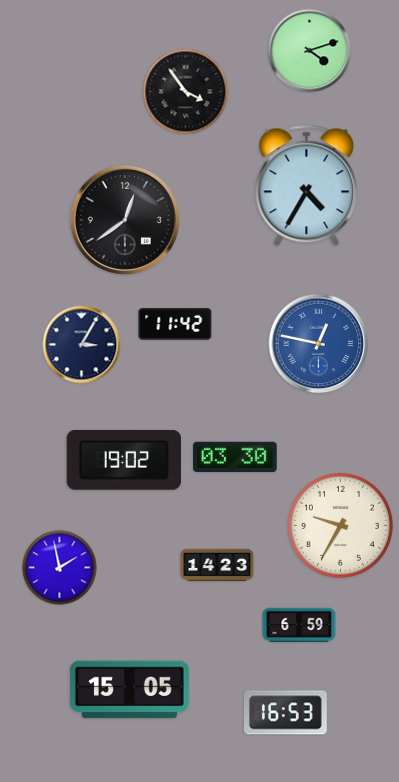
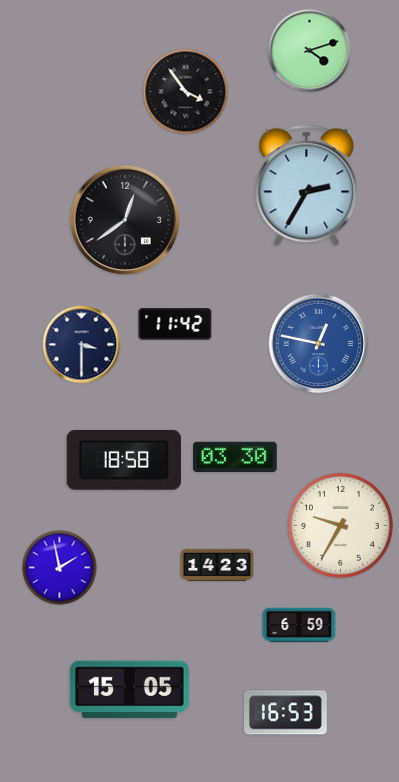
clock at (307, 186): 4:35 -> 2:35
clock at (82, 345): 3:05 -> 3:30
clock at (124, 460): 19:02 -> 18:58
